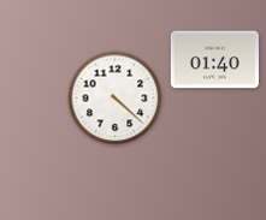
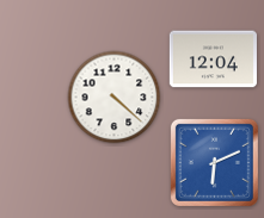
clock at (214, 60): 01:40 -> 12:04
clock at (214, 162): none -> 6:11
